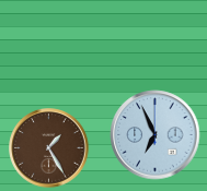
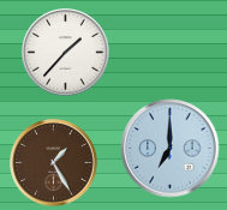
clock at (66, 53): none -> 1:37
clock at (156, 135): 6:56 -> 7:00
